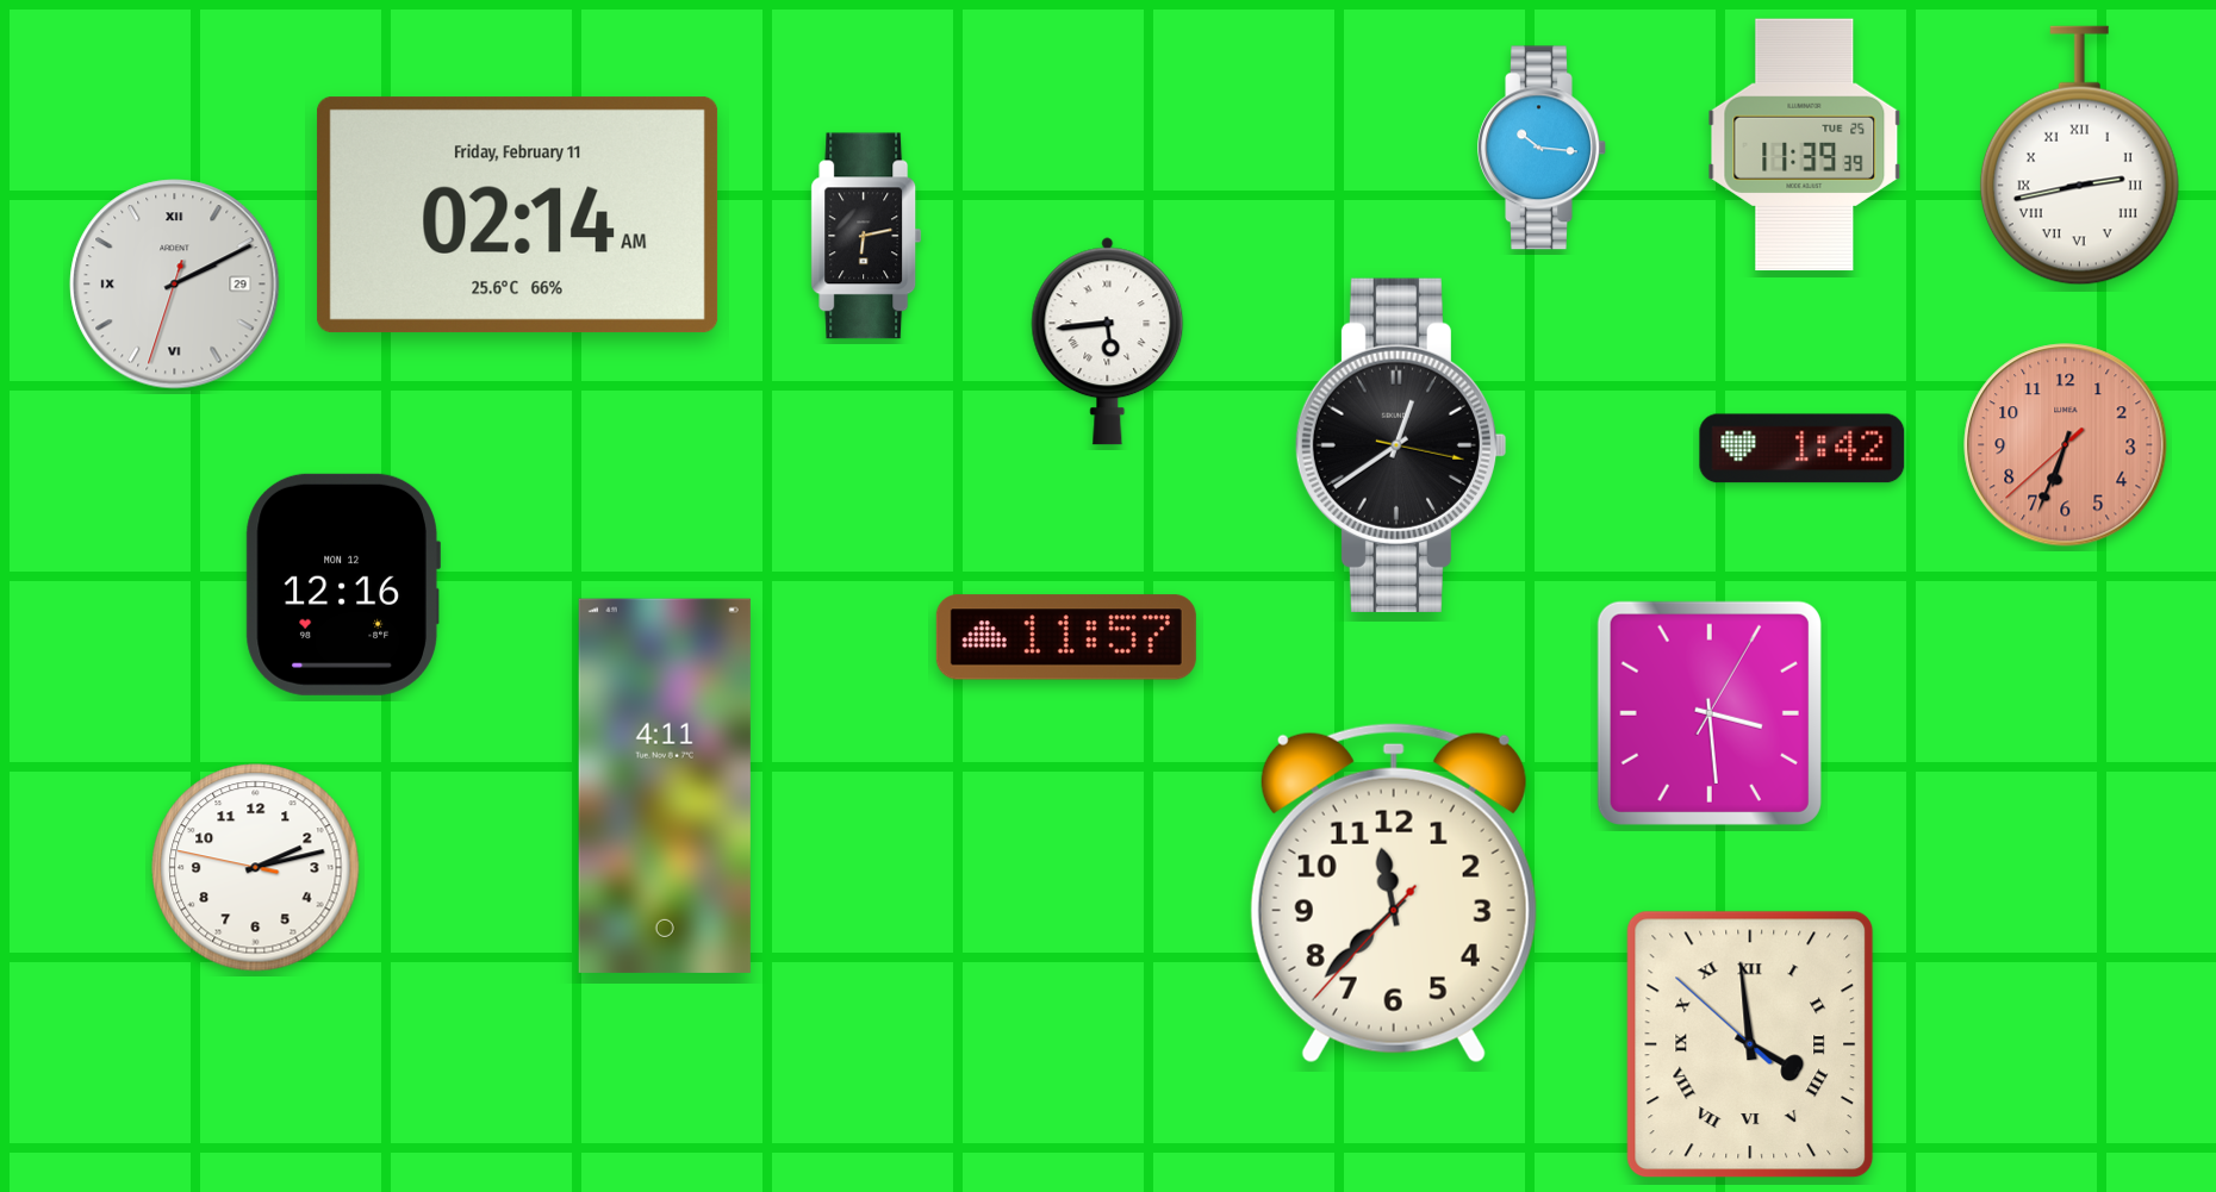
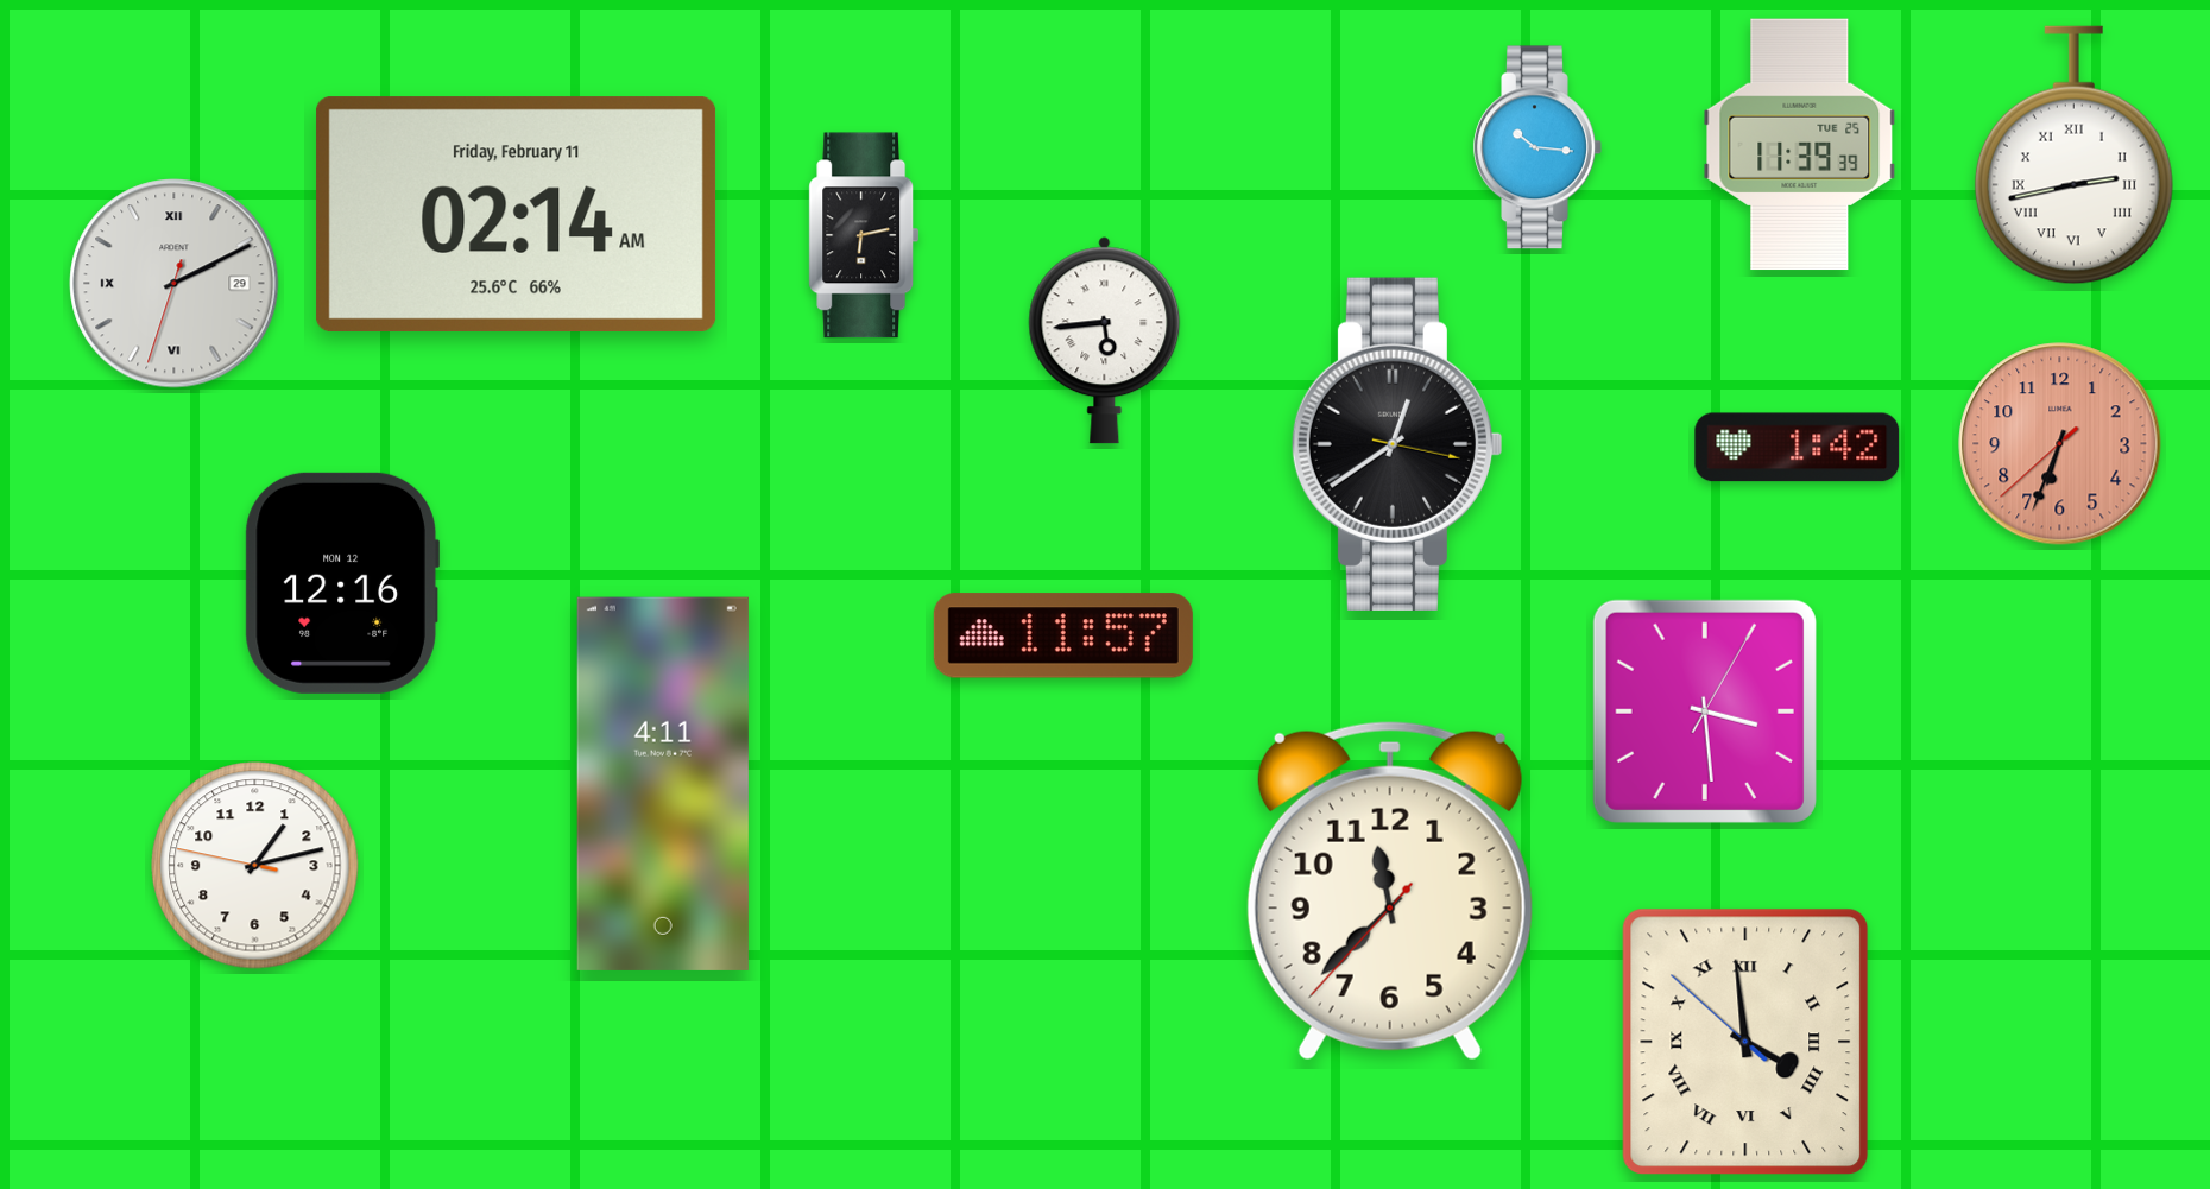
clock at (256, 868): 2:12 -> 1:12
